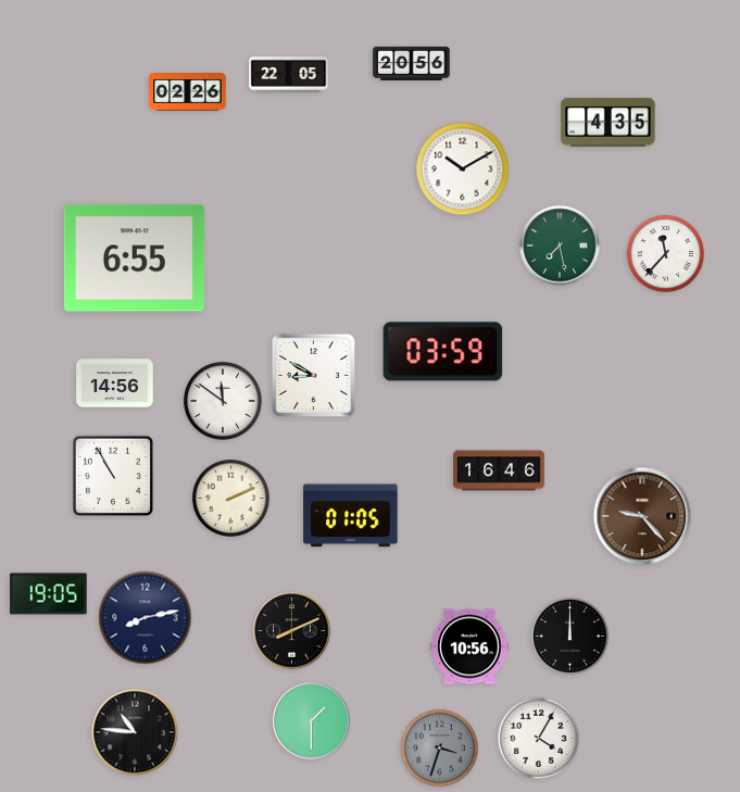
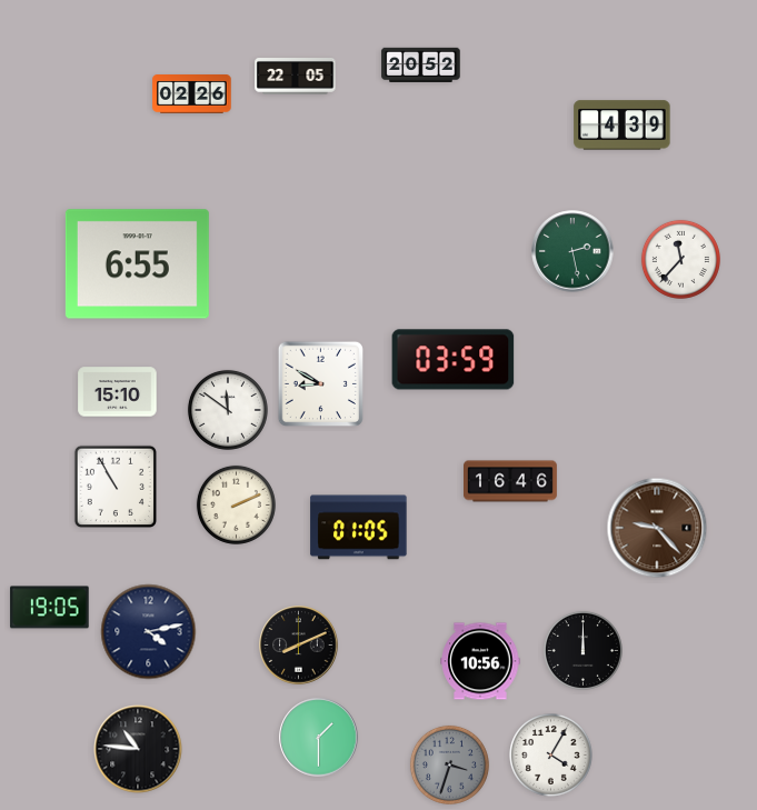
clock at (412, 63): 20:56 -> 20:52
clock at (609, 123): 4:35 -> 4:39
clock at (463, 169): 10:10 -> none
clock at (560, 246): 7:28 -> 2:28
clock at (115, 384): 14:56 -> 15:10
clock at (230, 498) position: (230, 498) -> (236, 504)
clock at (146, 618): 8:13 -> 4:13
